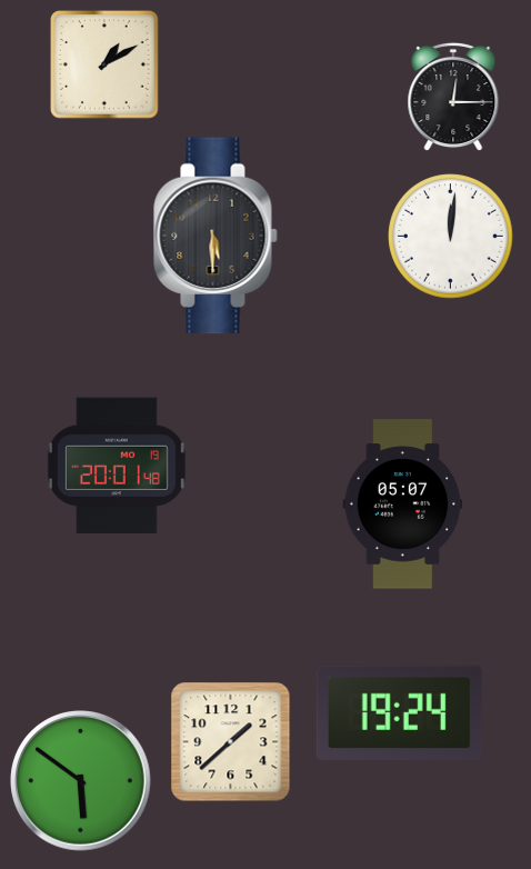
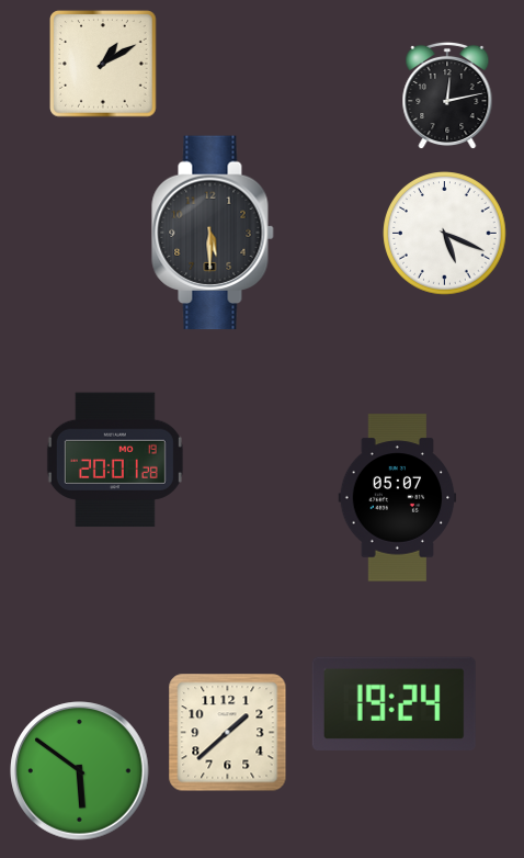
clock at (453, 97): 12:15 -> 12:13
clock at (451, 237): 12:01 -> 5:19
clock at (117, 466): 20:01:48 -> 20:01:28
